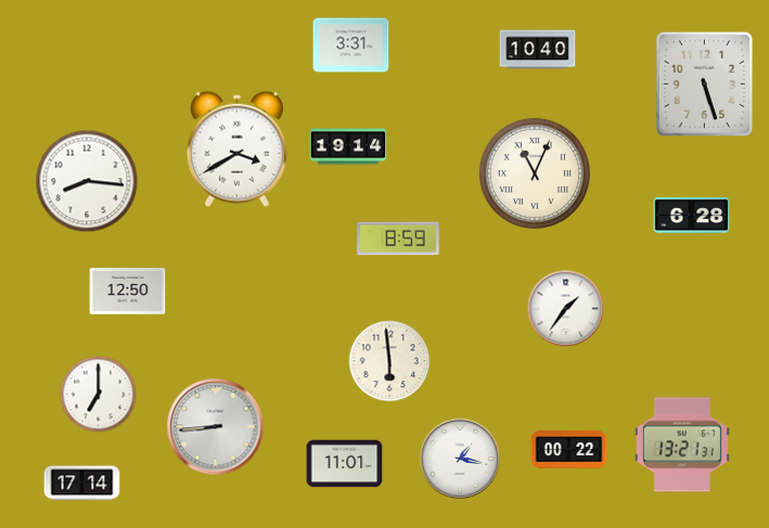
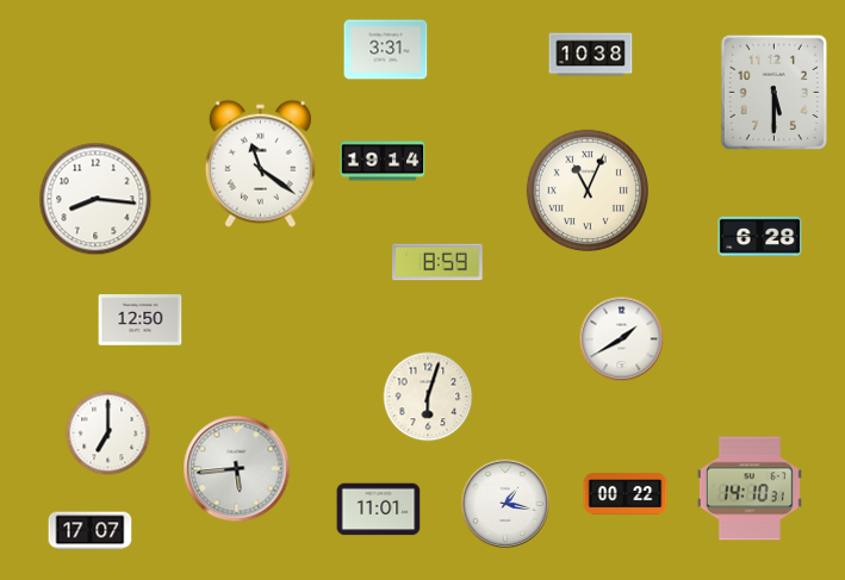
clock at (538, 50): 10:40 -> 10:38
clock at (704, 83): 5:27 -> 5:30
clock at (236, 149): 3:40 -> 11:21
clock at (566, 309): 1:36 -> 1:40
clock at (389, 361): 5:59 -> 6:03
clock at (216, 427): 8:44 -> 5:44
clock at (682, 445): 13:21 -> 14:10
clock at (82, 484): 17:14 -> 17:07
